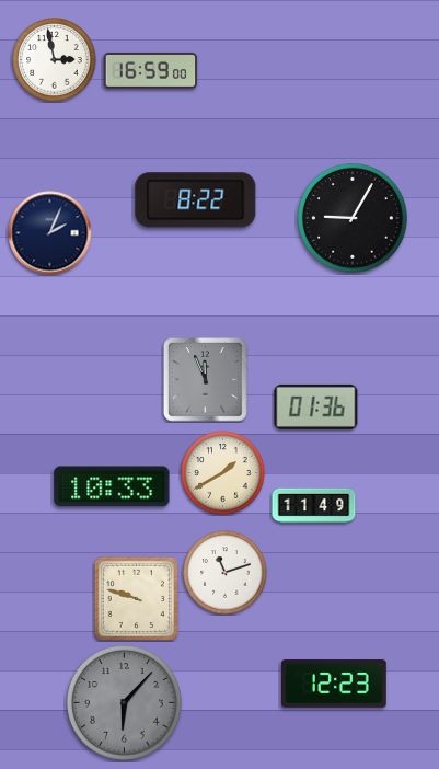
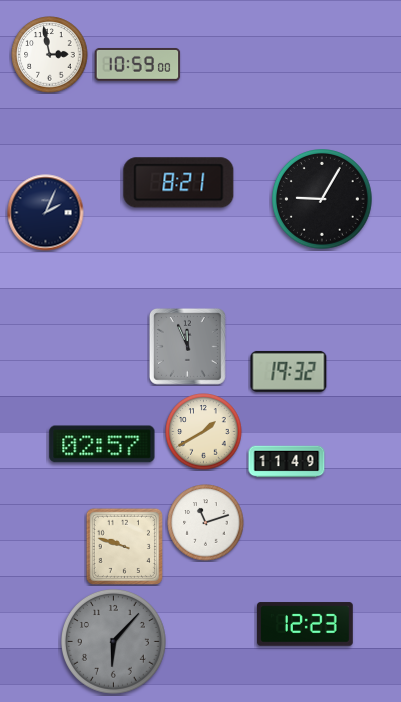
clock at (151, 70): 16:59 -> 10:59
clock at (196, 200): 8:22 -> 8:21
clock at (316, 406): 01:36 -> 19:32
clock at (112, 486): 10:33 -> 02:57
